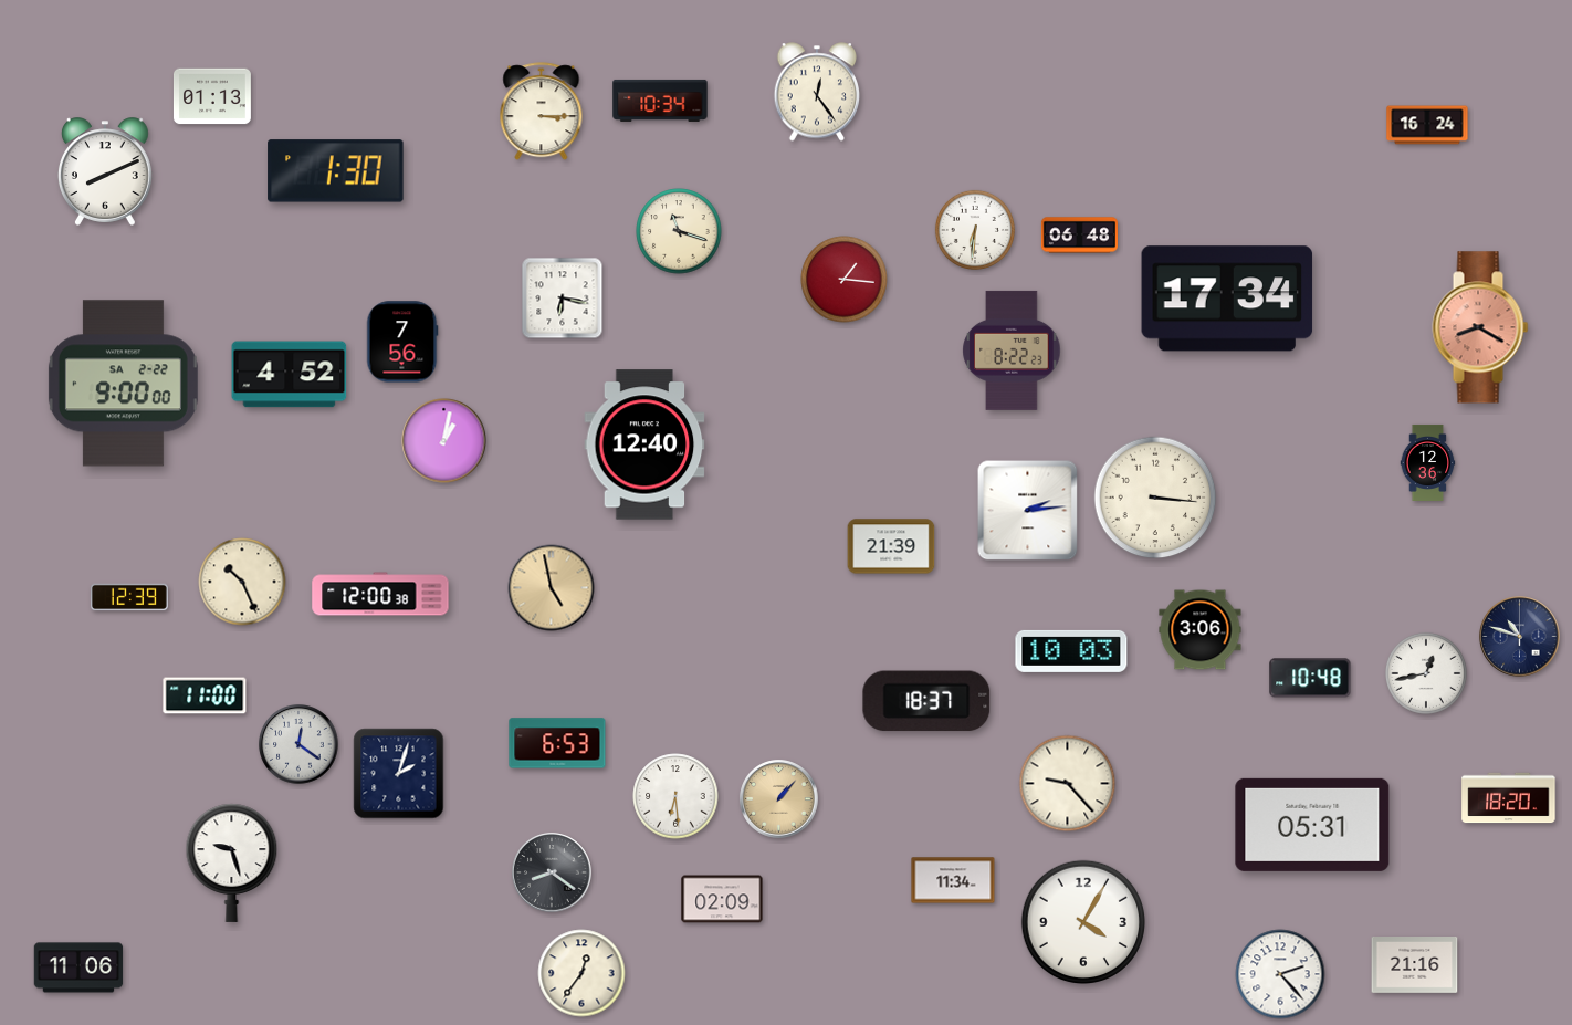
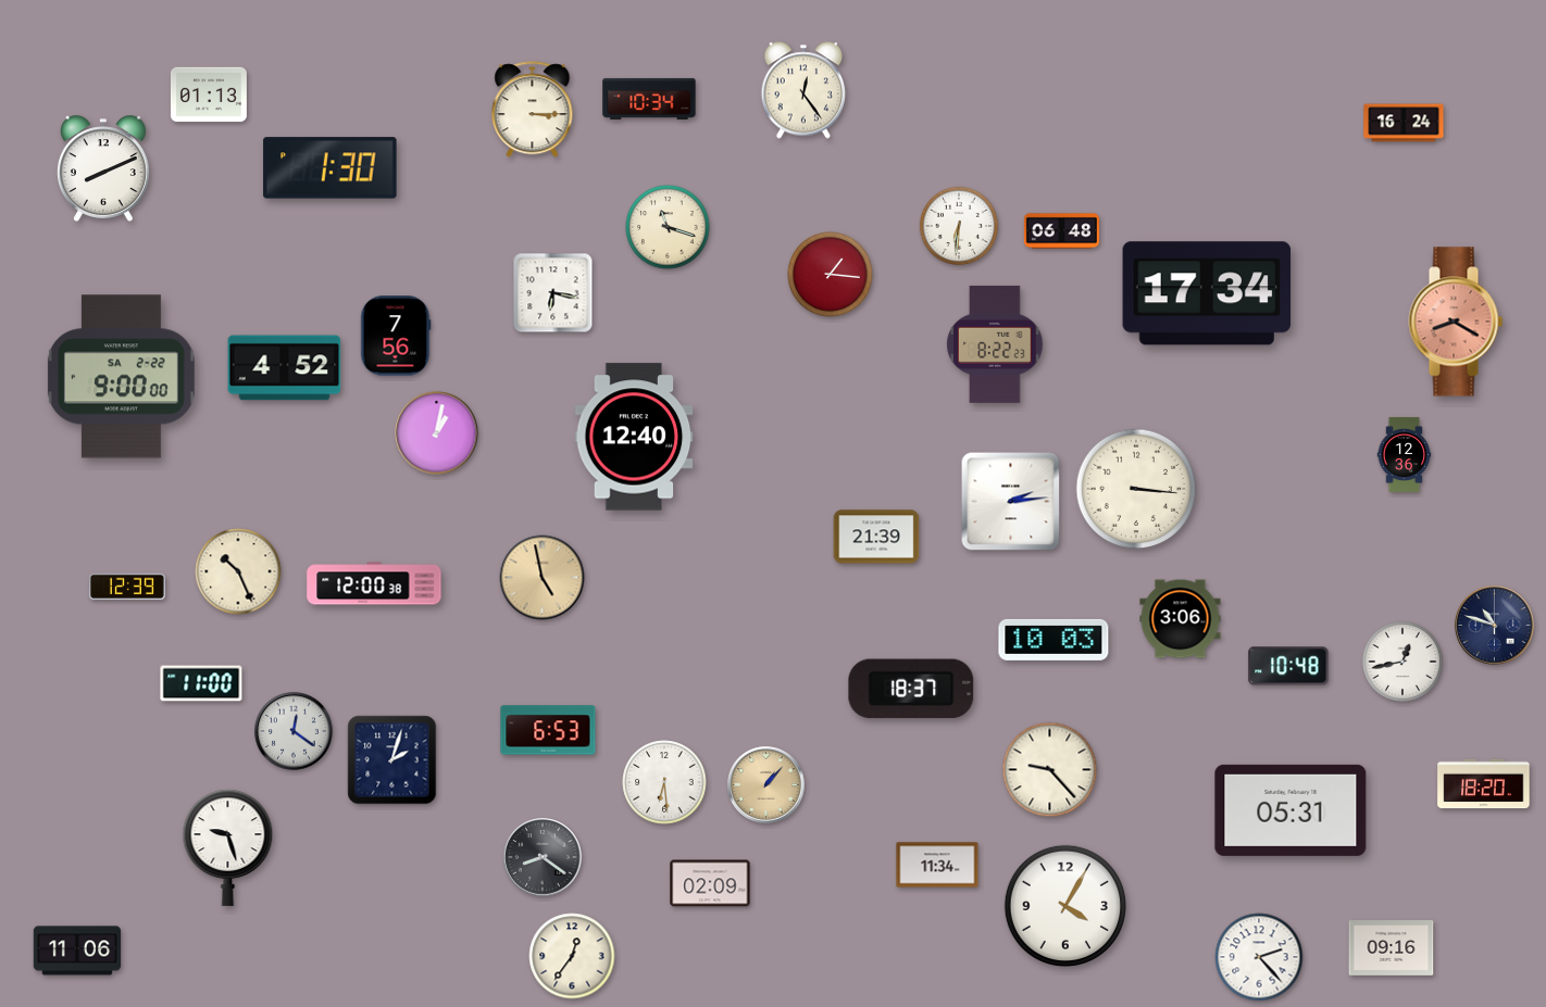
clock at (1415, 965): 21:16 -> 09:16
